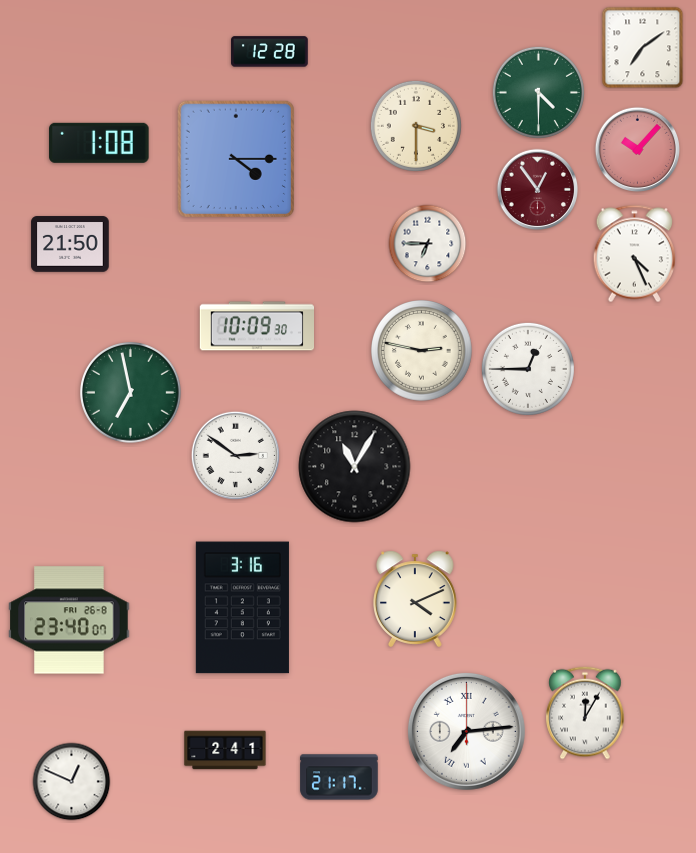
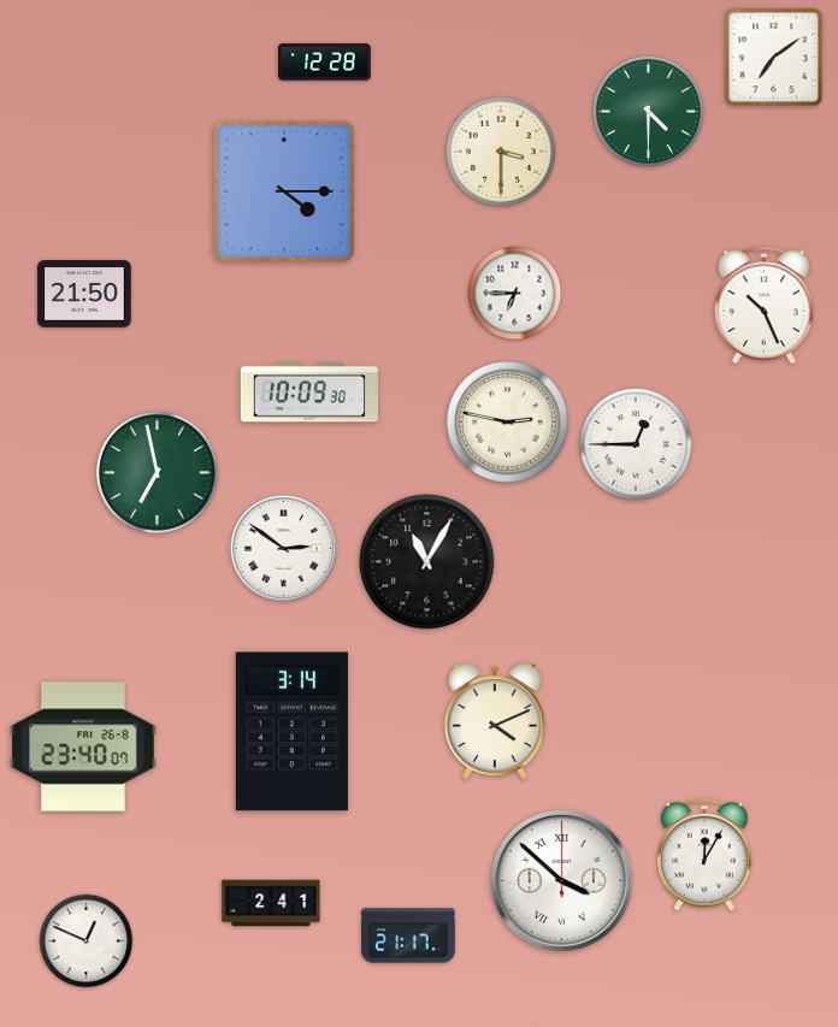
clock at (99, 143): 1:08 -> none
clock at (637, 149): 10:07 -> none
clock at (538, 190): 12:54 -> none
clock at (634, 254): 4:26 -> 10:26
clock at (416, 599) position: (416, 599) -> (496, 721)
clock at (242, 608): 3:16 -> 3:14
clock at (585, 713) position: (585, 713) -> (704, 855)
clock at (466, 731): 7:14 -> 3:52
